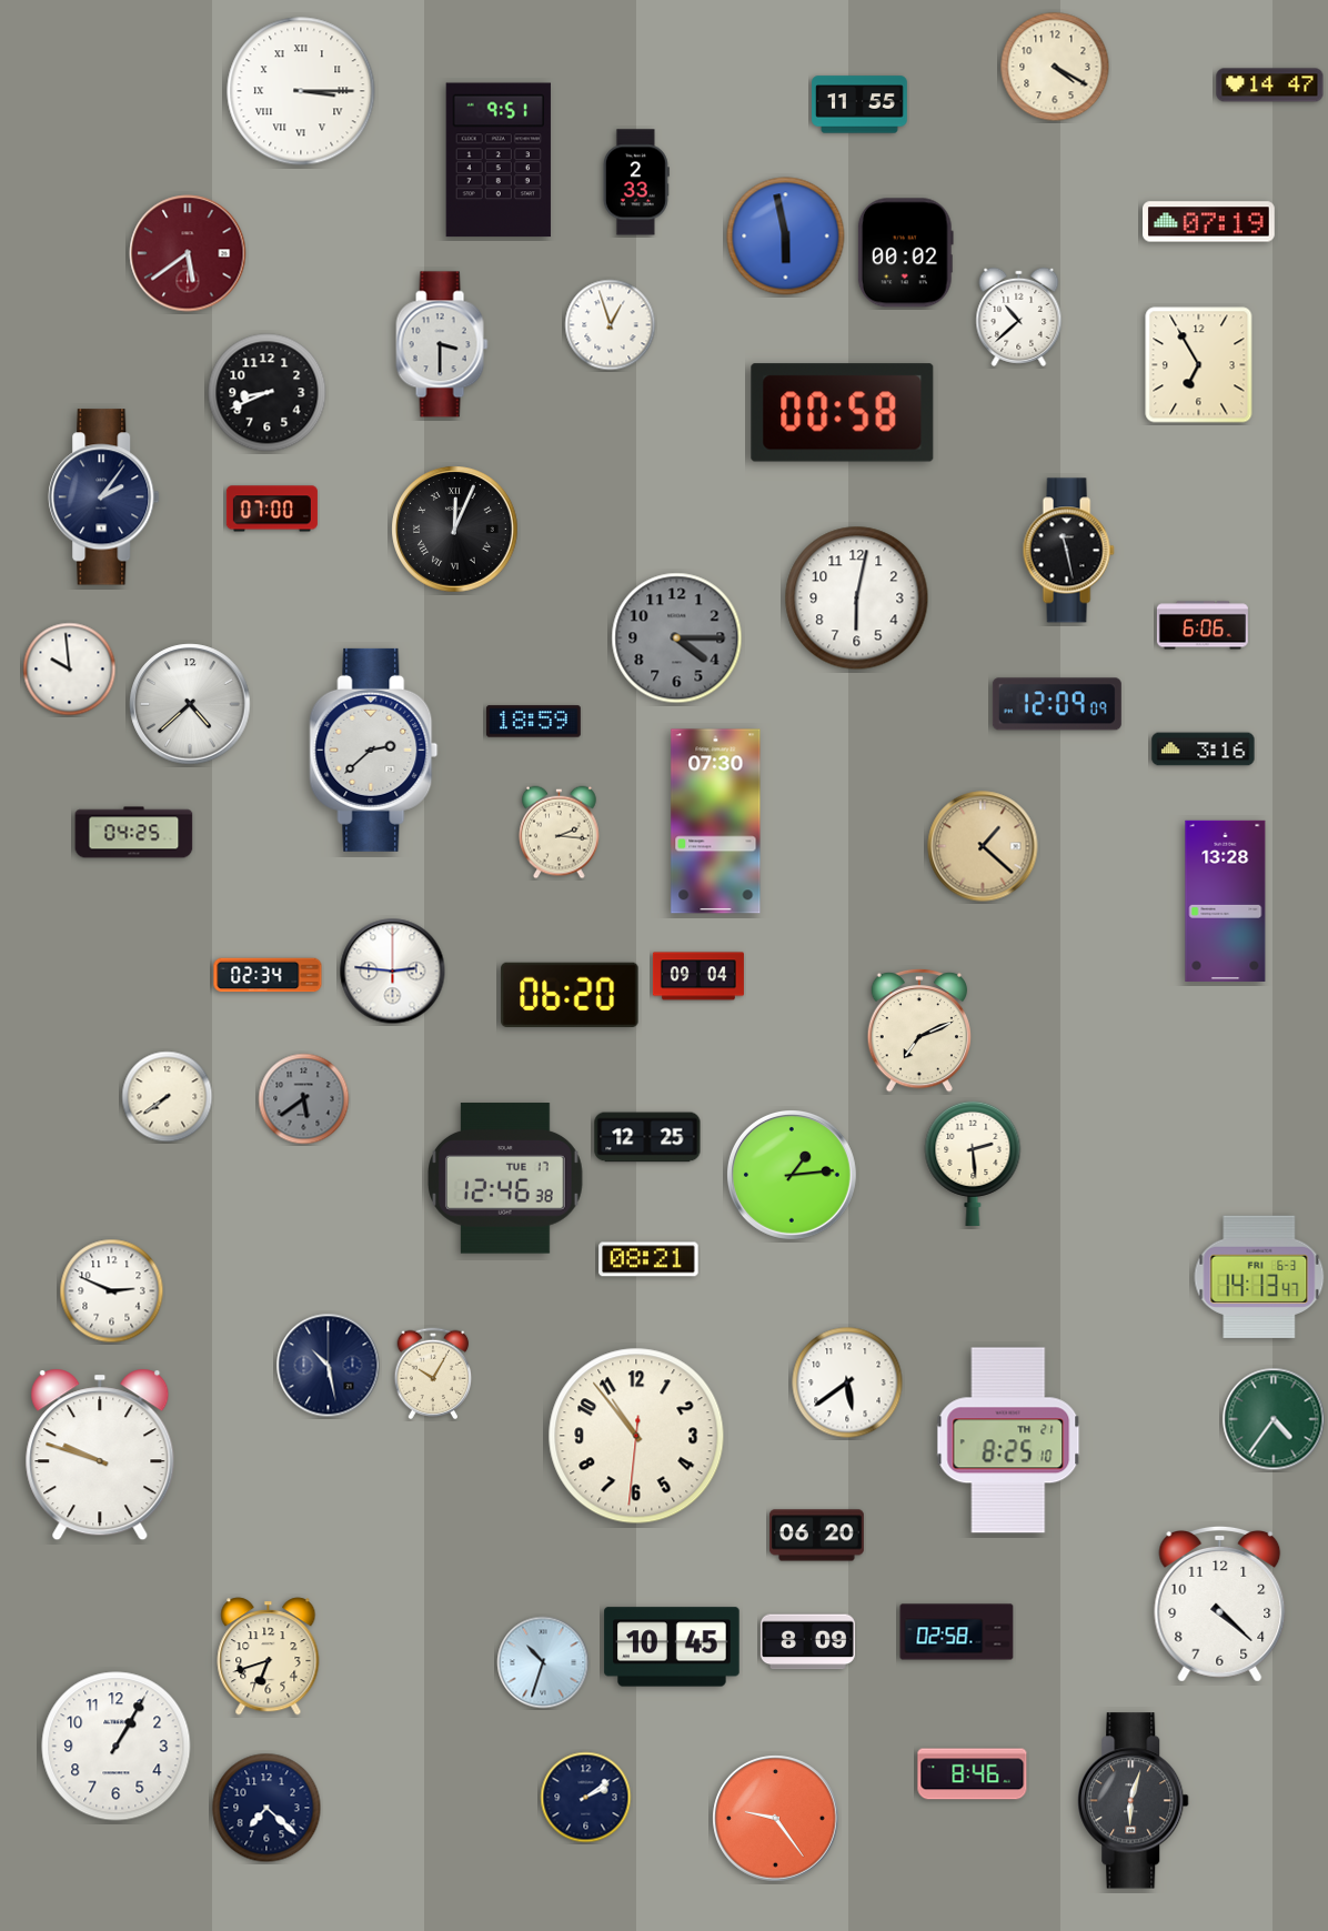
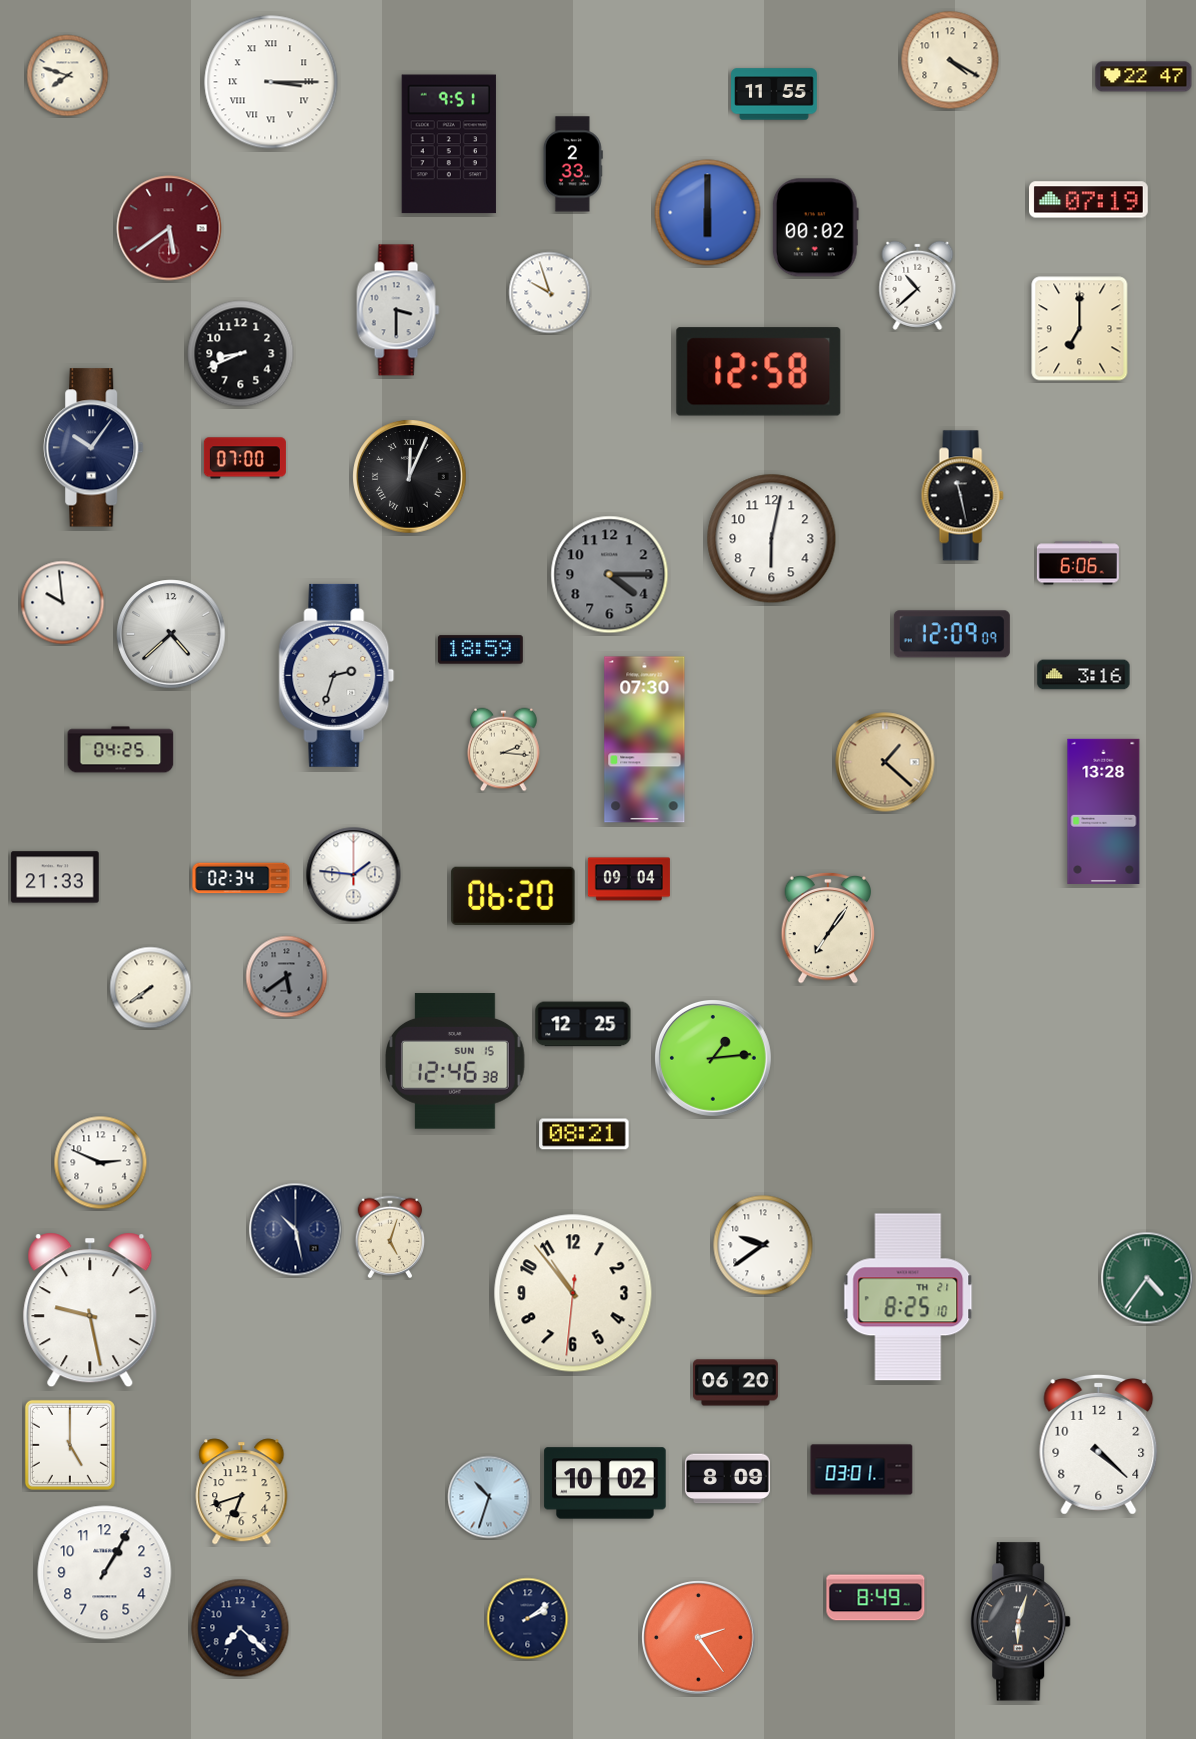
clock at (68, 76): none -> 7:48
clock at (1270, 86): 14:47 -> 22:47
clock at (786, 237): 5:58 -> 6:00
clock at (611, 325): 12:57 -> 9:57
clock at (1199, 365): 6:55 -> 7:00
clock at (843, 413): 00:58 -> 12:58
clock at (104, 497): 2:06 -> 10:06
clock at (1203, 625) position: (1203, 625) -> (1078, 563)
clock at (374, 750): 2:38 -> 2:33
clock at (393, 972): 2:46 -> 1:46
clock at (55, 877): none -> 21:33
clock at (919, 1030): 7:11 -> 7:06
clock at (304, 1099) position: (304, 1099) -> (287, 977)
clock at (973, 1163): 2:29 -> none
clock at (506, 1178) date: TUE 17 -> SUN 15
clock at (1259, 1277): 14:13 -> none
clock at (433, 1374): 10:05 -> 5:03
clock at (847, 1382): 5:39 -> 9:39
clock at (100, 1455): 9:48 -> 9:28
clock at (70, 1445): none -> 5:00
clock at (957, 1632): 02:58 -> 03:01
clock at (672, 1647): 10:45 -> 10:02
clock at (973, 1774): 8:46 -> 8:49
clock at (776, 1819): 9:24 -> 2:24
